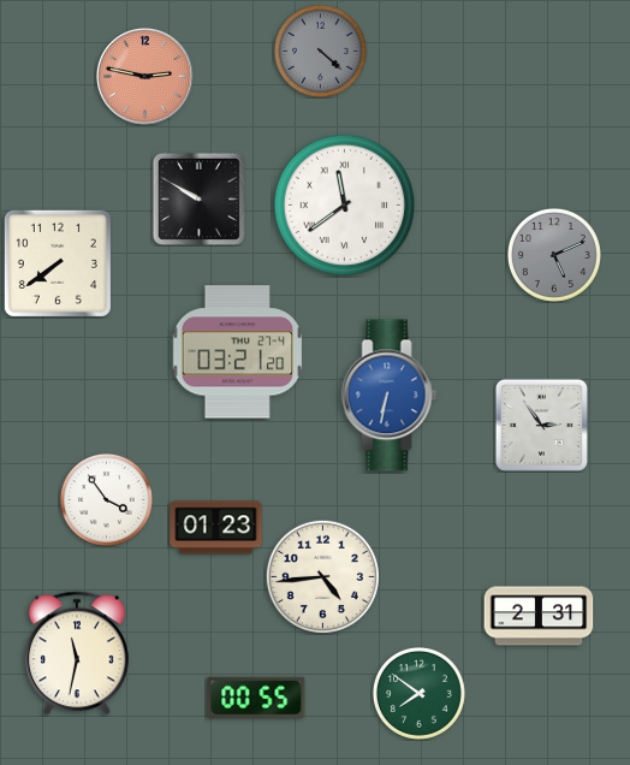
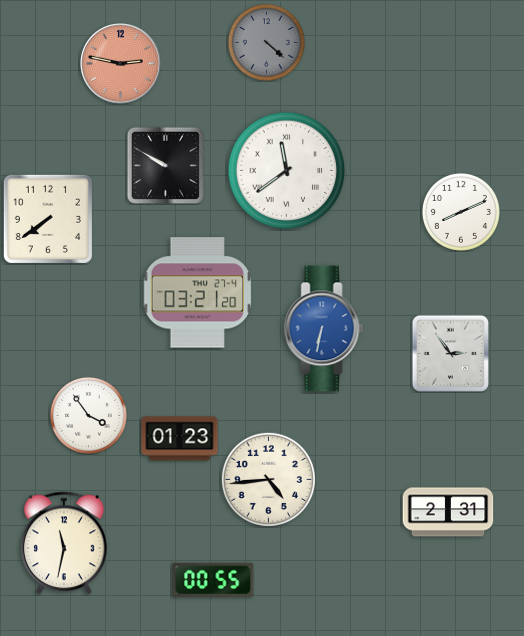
clock at (554, 255): 5:11 -> 8:11
clock at (554, 255) dial: grey -> white
clock at (418, 693): 7:51 -> none
